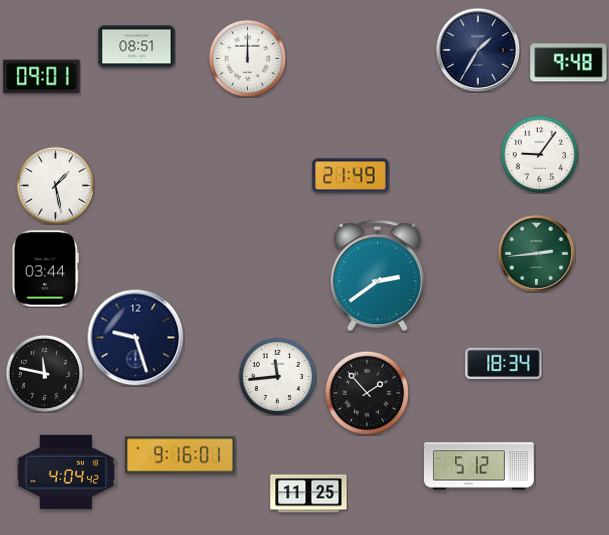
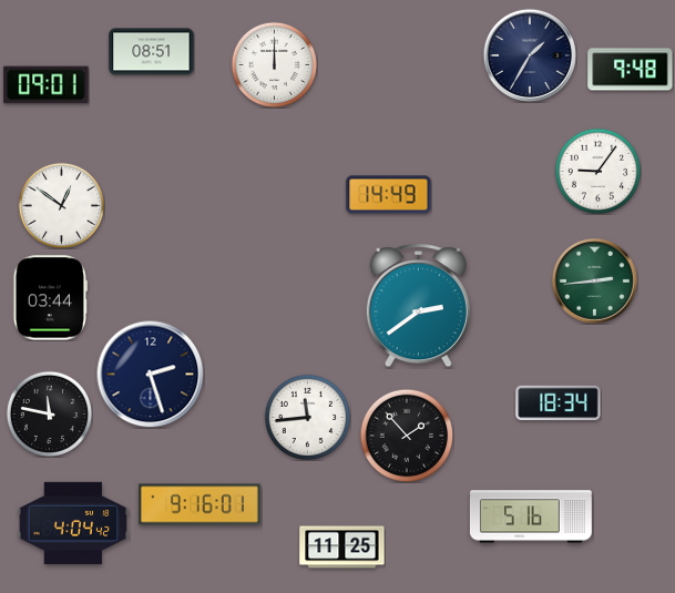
clock at (351, 176): 21:49 -> 14:49
clock at (55, 185): 1:28 -> 12:51
clock at (136, 338): 9:27 -> 2:27
clock at (479, 466): 5:12 -> 5:16
